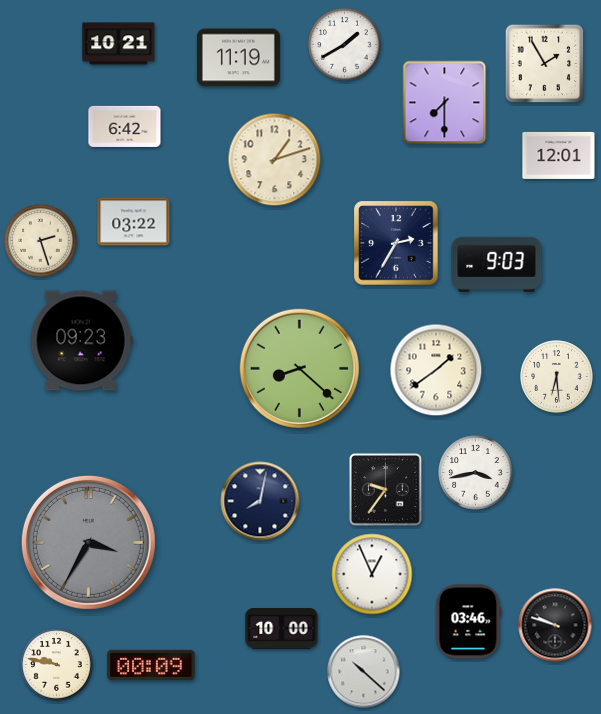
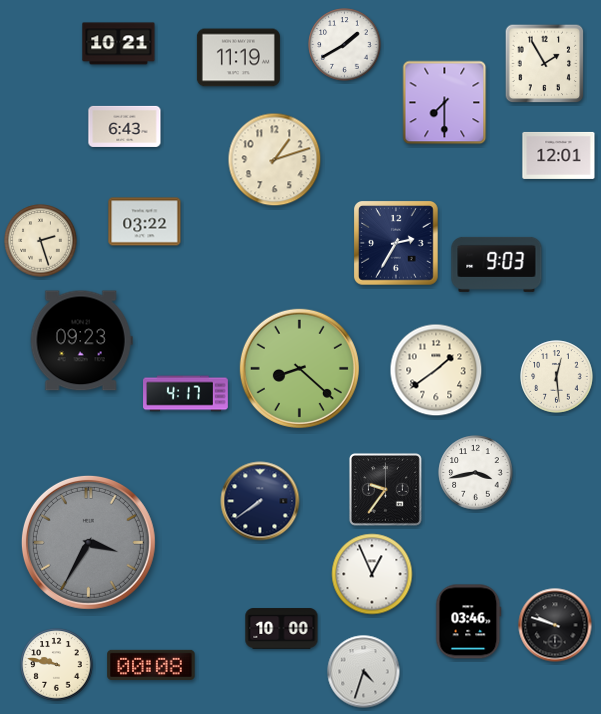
clock at (125, 126): 6:42 -> 6:43
clock at (134, 222) position: (134, 222) -> (145, 222)
clock at (557, 377): 6:29 -> 12:29
clock at (186, 394): none -> 4:17
clock at (260, 501): 8:02 -> 7:39
clock at (151, 665): 00:09 -> 00:08
clock at (364, 672): 10:22 -> 4:33
